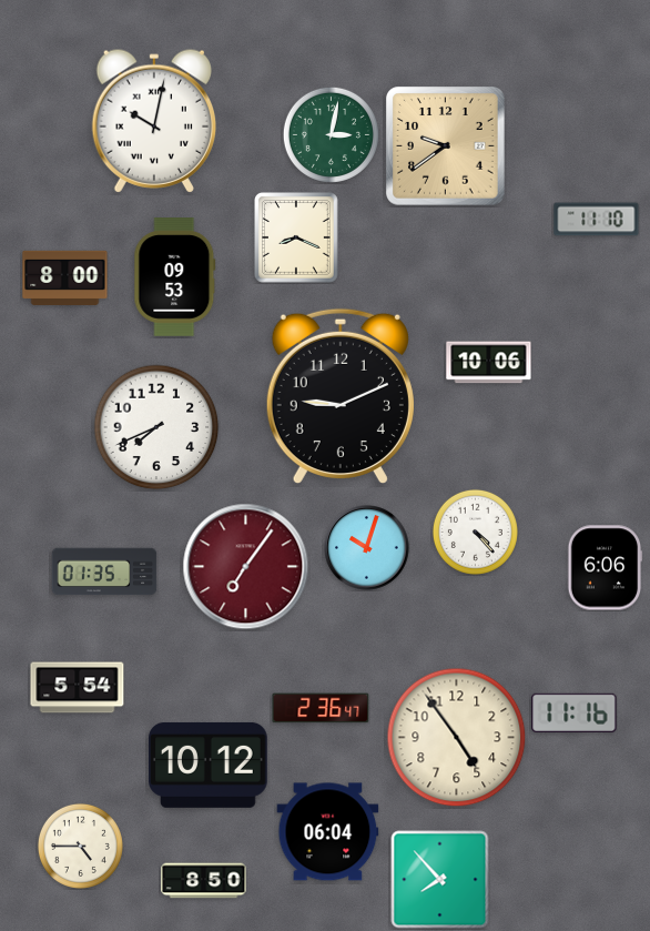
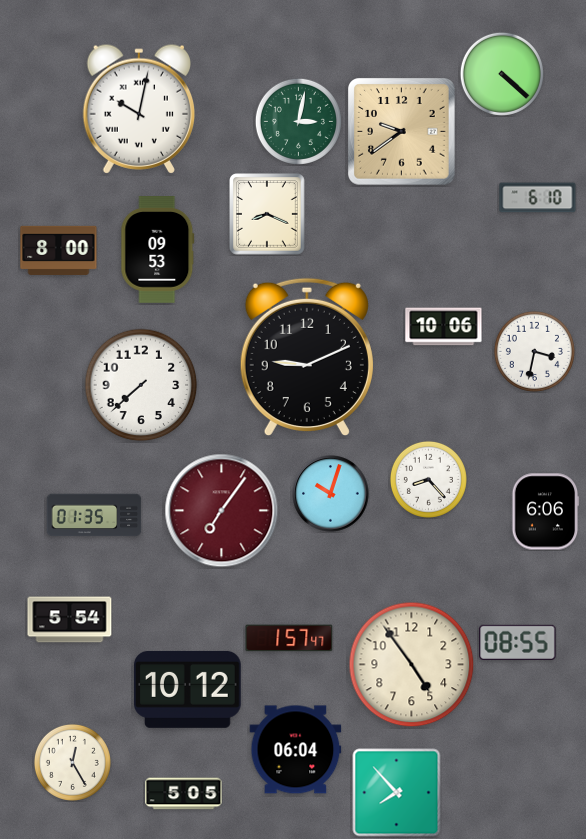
clock at (502, 74): none -> 4:22
clock at (597, 220): 11:10 -> 6:10
clock at (489, 363) position: (489, 363) -> (444, 327)
clock at (534, 351): none -> 3:32
clock at (156, 427): 7:41 -> 7:38
clock at (475, 532): 4:23 -> 8:23
clock at (321, 708): 2:36 -> 1:57
clock at (575, 712): 11:16 -> 08:55
clock at (80, 846): 4:45 -> 12:25
clock at (204, 881): 8:50 -> 5:05
